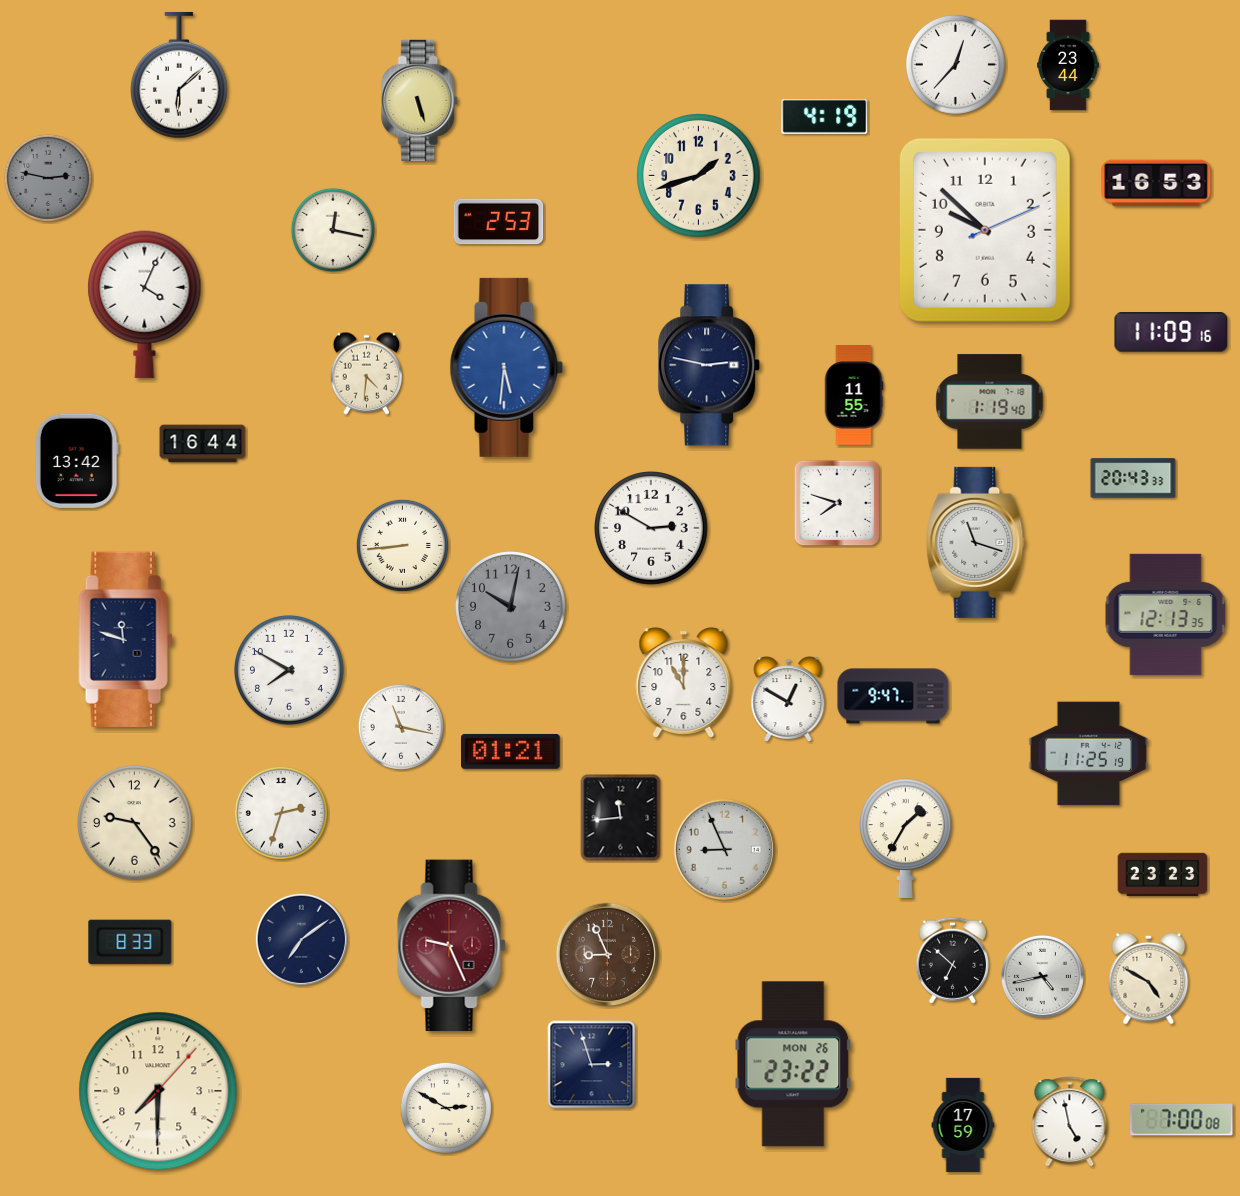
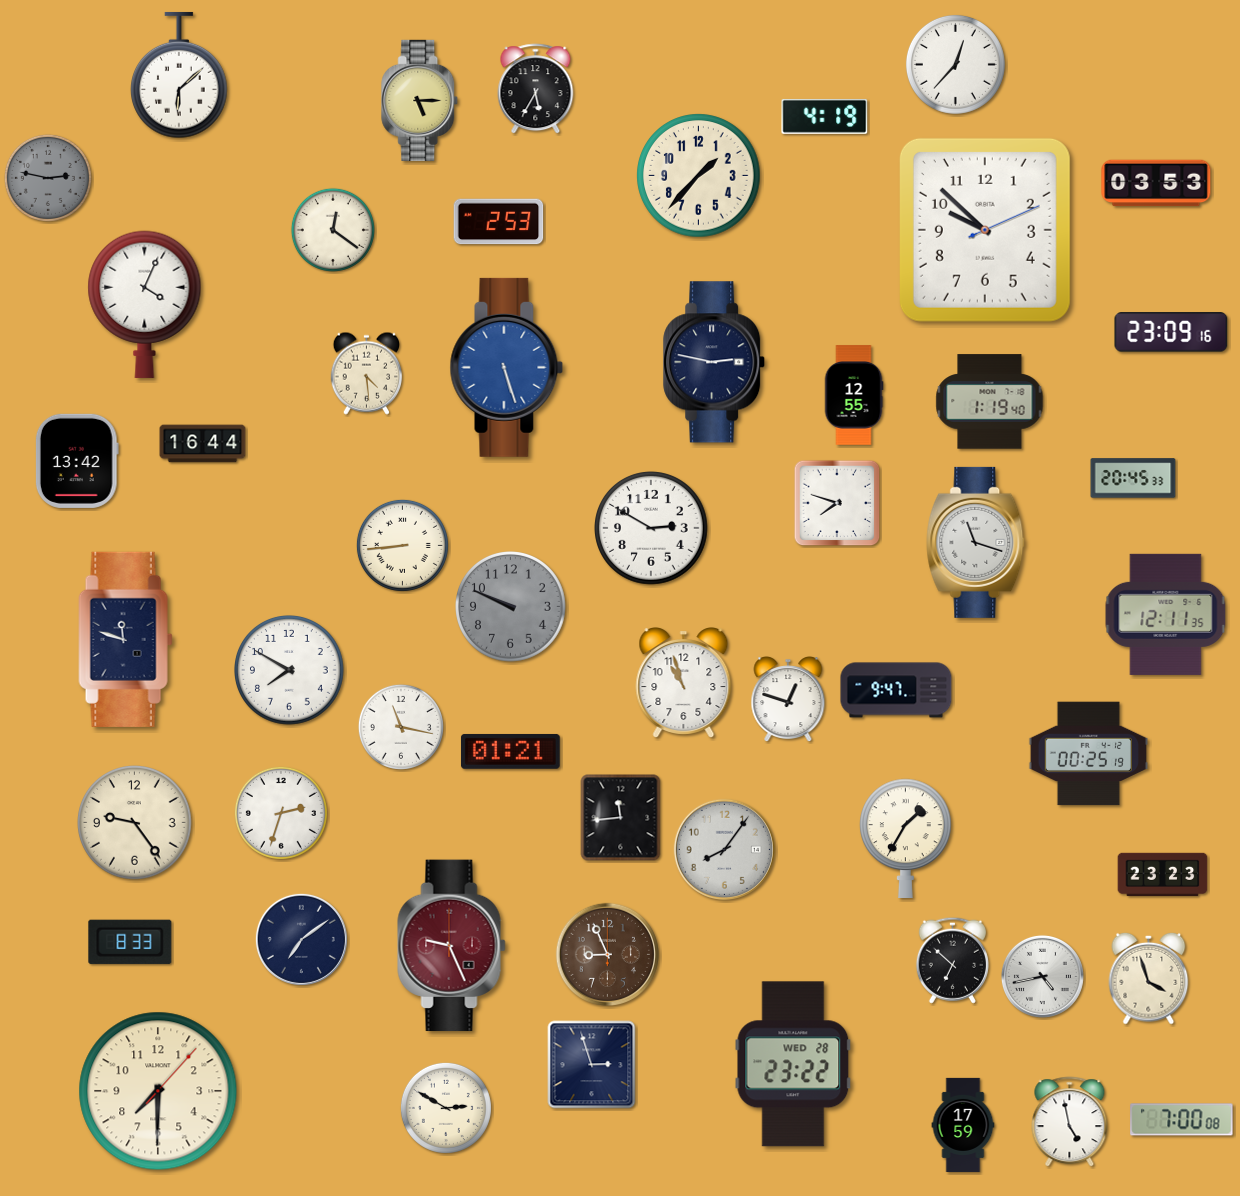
clock at (1068, 65): 23:44 -> none
clock at (536, 89): none -> 5:35
clock at (420, 100): 5:27 -> 5:15
clock at (699, 176): 1:42 -> 1:37
clock at (1156, 183): 16:53 -> 03:53
clock at (333, 230): 12:17 -> 12:21
clock at (1171, 332): 11:09 -> 23:09
clock at (710, 365) position: (710, 365) -> (715, 362)
clock at (507, 367): 5:31 -> 5:27
clock at (367, 373): 4:31 -> 4:29
clock at (854, 395): 11:55 -> 12:55
clock at (1133, 478): 20:43 -> 20:45
clock at (511, 607): 10:02 -> 9:49
clock at (1166, 614): 12:13 -> 12:11
clock at (684, 683): 11:00 -> 10:57
clock at (893, 696) position: (893, 696) -> (896, 690)
clock at (788, 700): 12:50 -> 12:48
clock at (1089, 754): 11:25 -> 00:25
clock at (724, 849): 8:56 -> 8:06
clock at (1149, 978): 4:50 -> 3:57
clock at (793, 1064) date: MON 26 -> WED 28
